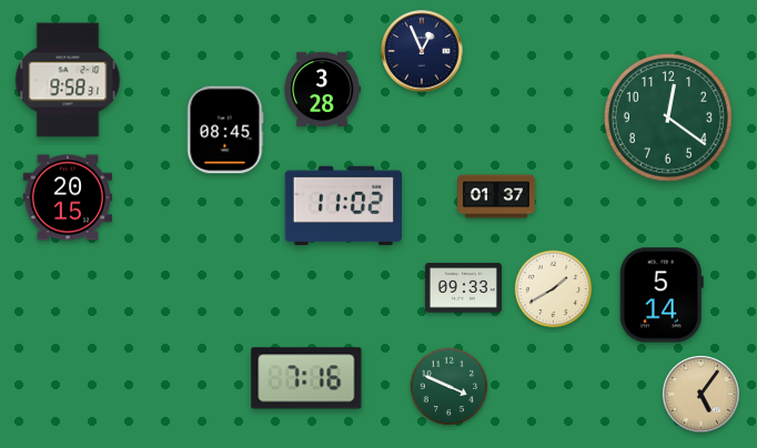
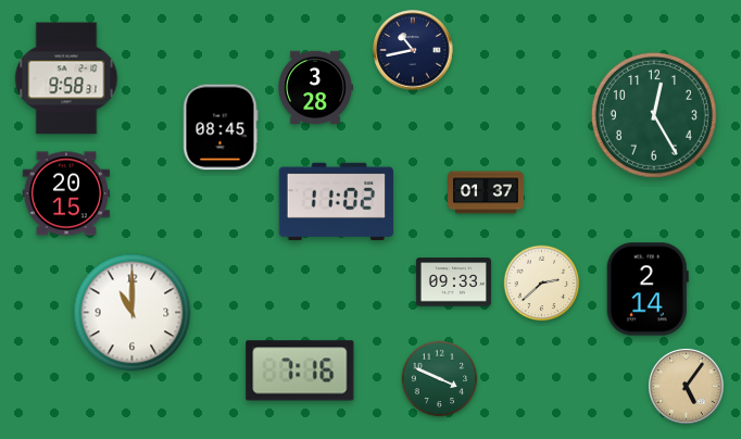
clock at (422, 51): 12:56 -> 10:43
clock at (668, 118): 12:21 -> 12:25
clock at (554, 289): 1:40 -> 2:38
clock at (662, 295): 5:14 -> 2:14
clock at (133, 313): none -> 11:00
